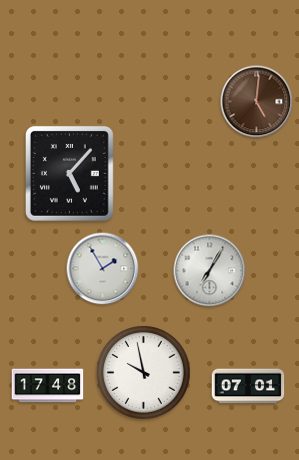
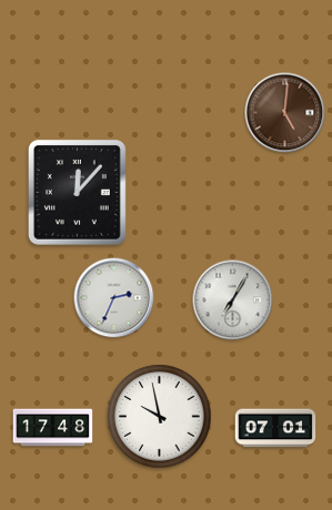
clock at (69, 173): 5:07 -> 12:07
clock at (103, 269): 1:55 -> 2:34
clock at (144, 373) position: (144, 373) -> (160, 417)
